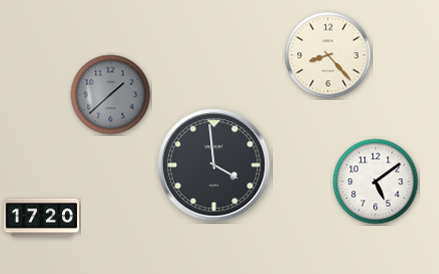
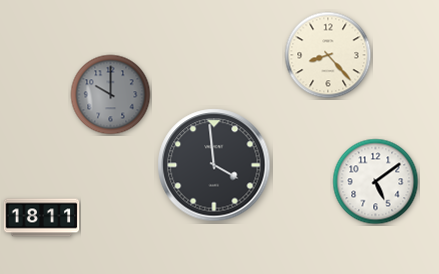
clock at (111, 95): 1:38 -> 10:00
clock at (42, 218): 17:20 -> 18:11
